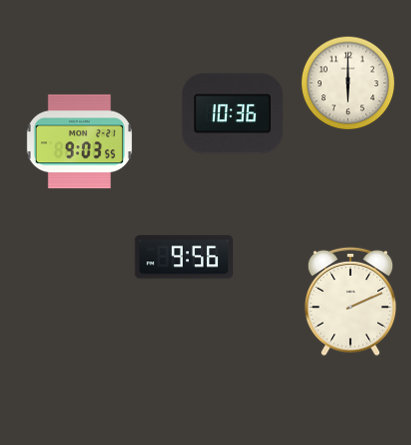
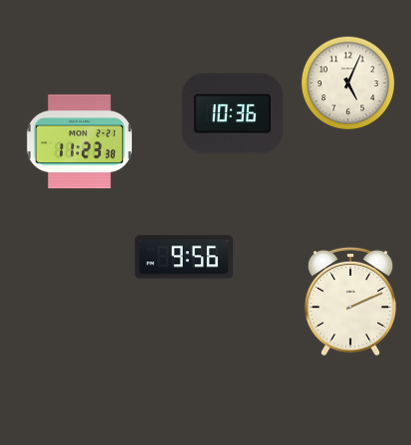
clock at (348, 83): 6:00 -> 5:04
clock at (79, 142): 9:03 -> 11:23
